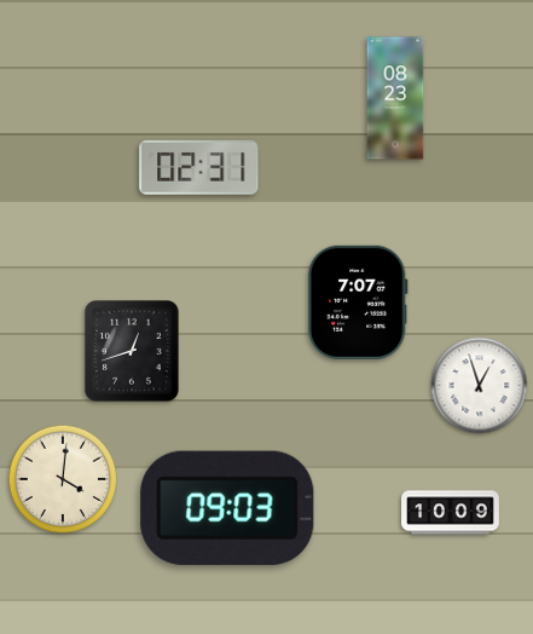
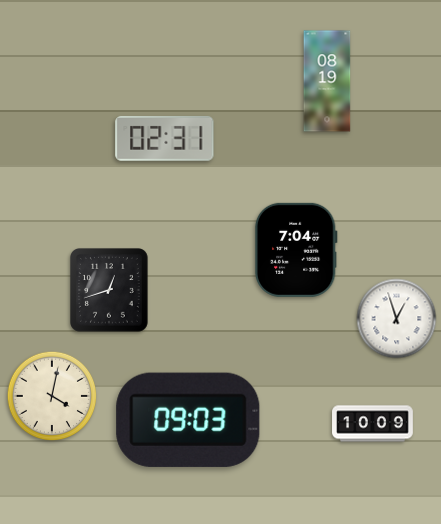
clock at (395, 98): 08:23 -> 08:19
clock at (358, 302): 7:07 -> 7:04
clock at (63, 479): 4:01 -> 4:02
